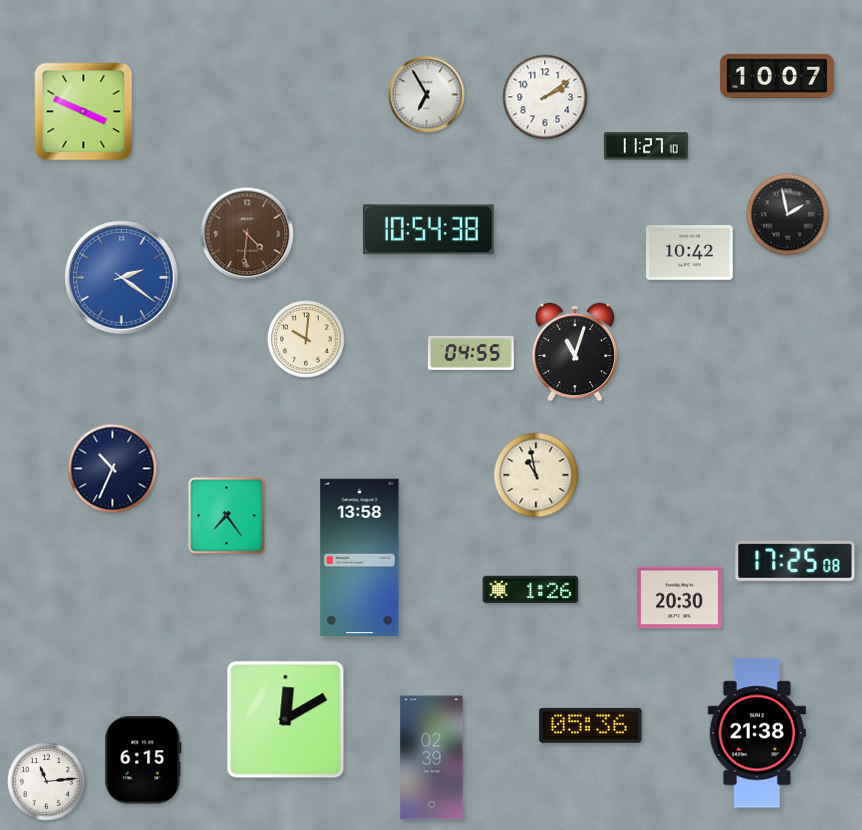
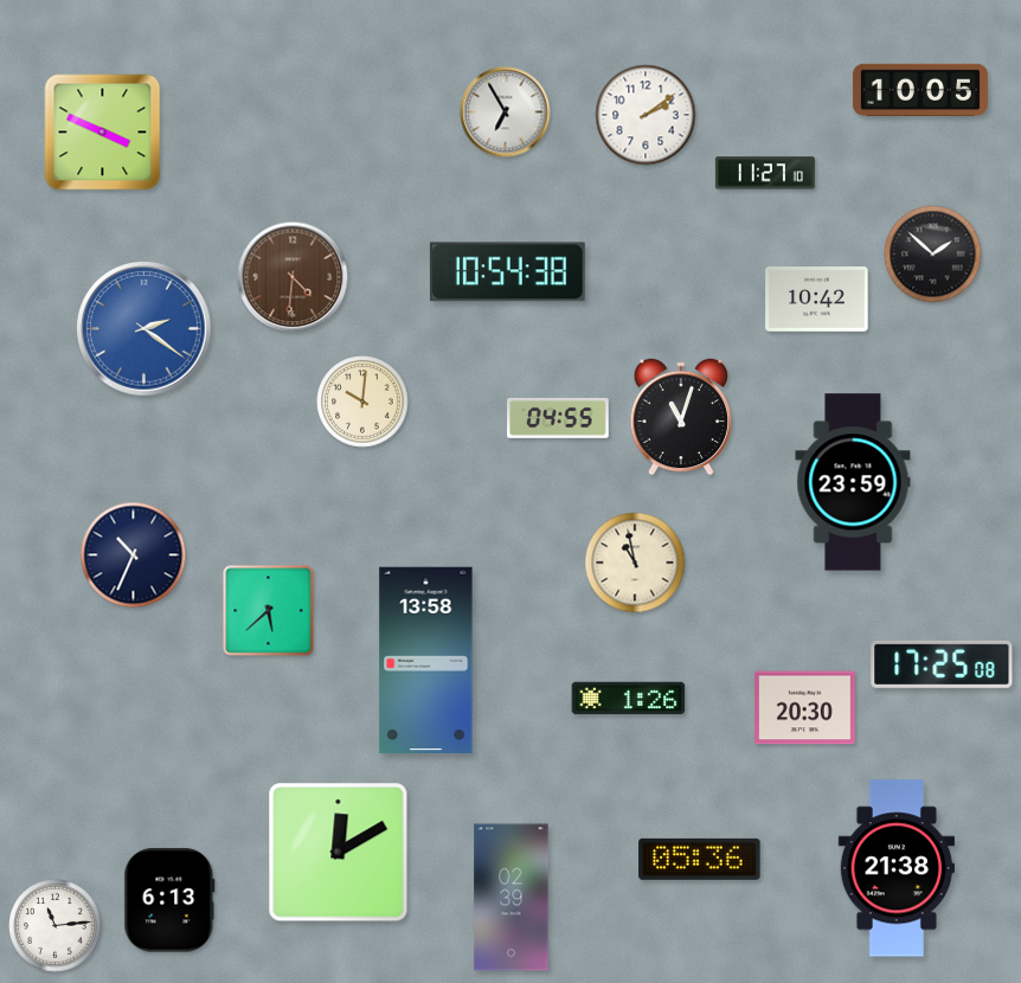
clock at (777, 75): 10:07 -> 10:05
clock at (84, 112) position: (84, 112) -> (103, 133)
clock at (788, 215): 1:58 -> 1:52
clock at (853, 482): none -> 23:59
clock at (227, 516): 7:24 -> 5:38
clock at (143, 760): 6:15 -> 6:13
